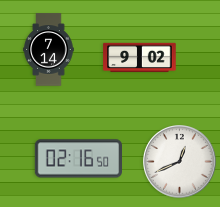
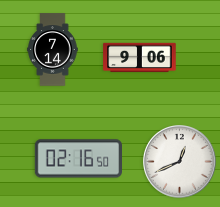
clock at (49, 50) position: (49, 50) -> (53, 50)
clock at (140, 58): 9:02 -> 9:06
